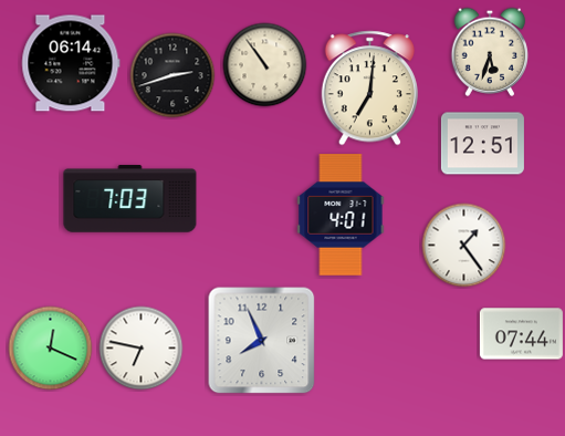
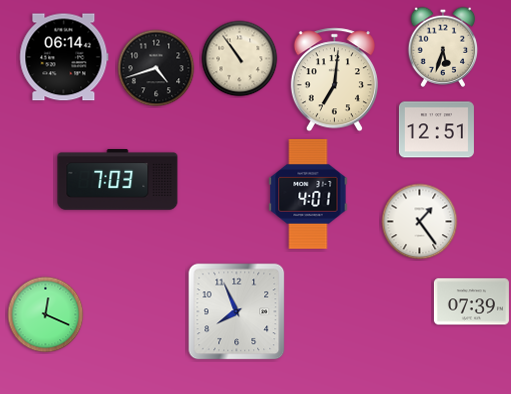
clock at (172, 75): 2:42 -> 4:42
clock at (521, 334): 07:44 -> 07:39
clock at (262, 341) position: (262, 341) -> (237, 312)
clock at (142, 349): 6:47 -> none
